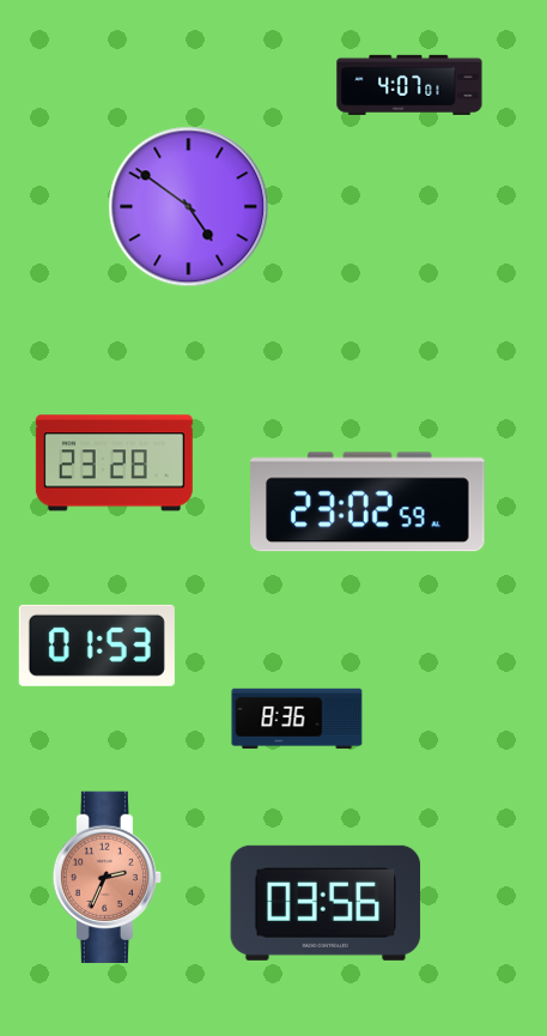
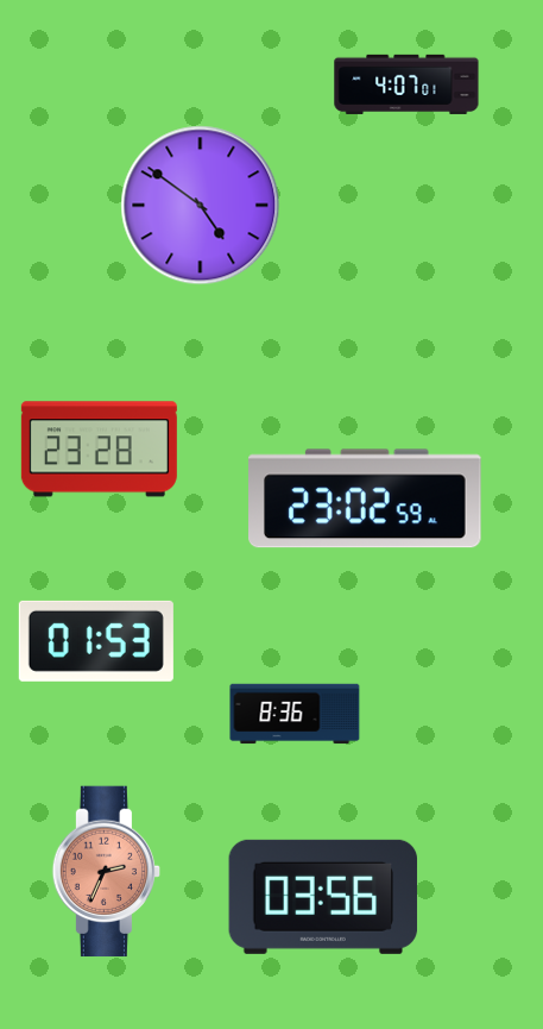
clock at (189, 207) position: (189, 207) -> (201, 206)
clock at (114, 464) position: (114, 464) -> (99, 450)
